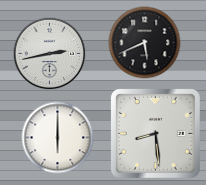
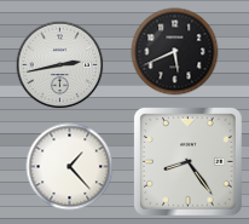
clock at (155, 133): 8:29 -> 8:24
clock at (58, 138): 6:00 -> 1:23
